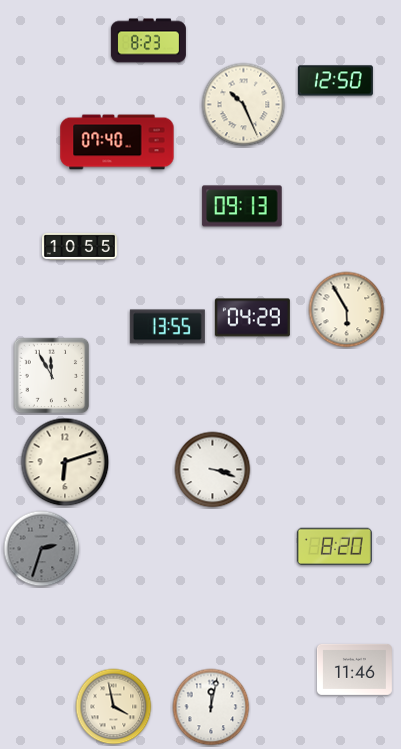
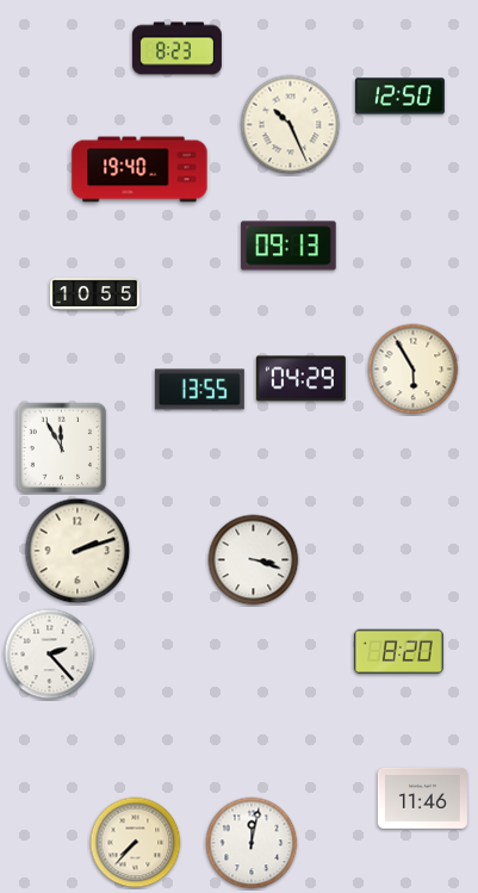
clock at (117, 142): 07:40 -> 19:40
clock at (65, 462): 6:12 -> 2:12
clock at (42, 549): 2:33 -> 2:23
clock at (42, 549) dial: grey -> white
clock at (114, 707): 3:58 -> 7:37
